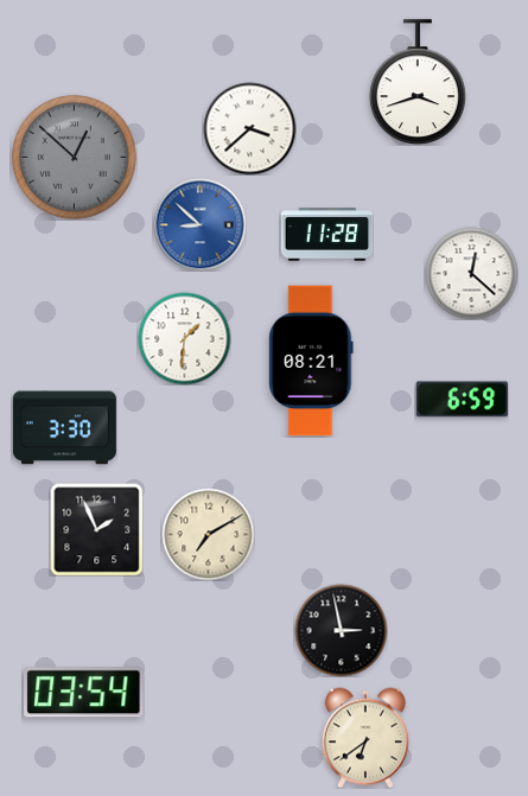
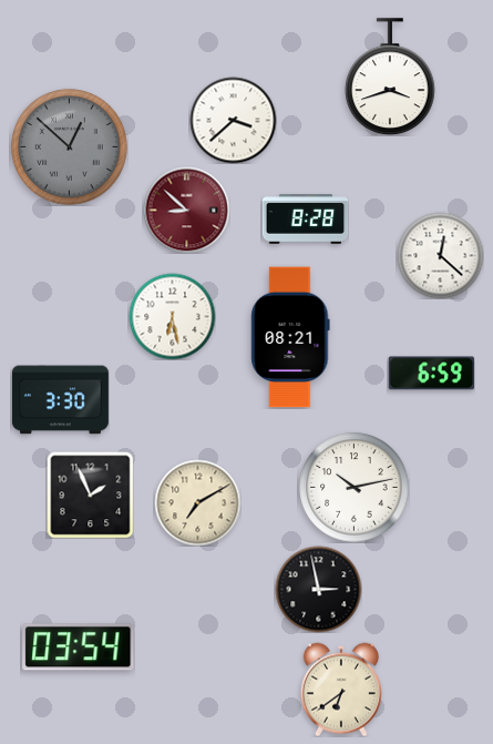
clock at (199, 224) dial: blue -> burgundy
clock at (326, 235): 11:28 -> 8:28
clock at (184, 338): 1:31 -> 6:28
clock at (355, 488): none -> 10:13
clock at (208, 534) position: (208, 534) -> (197, 502)
